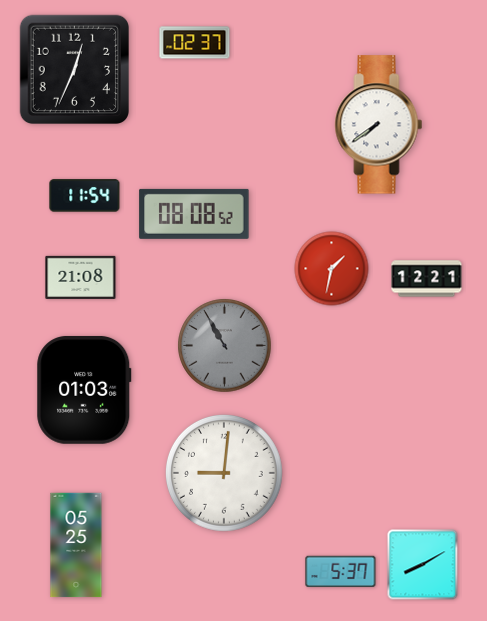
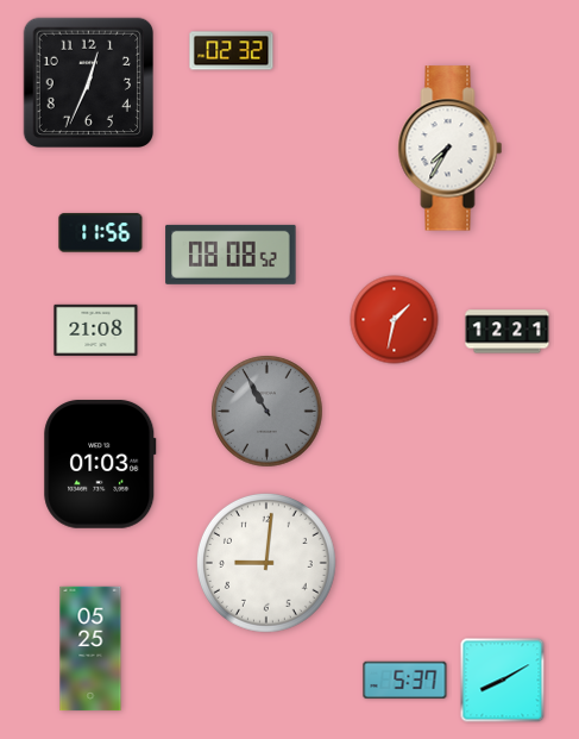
clock at (195, 43): 02:37 -> 02:32
clock at (379, 125): 7:39 -> 7:35
clock at (85, 196): 11:54 -> 11:56
clock at (423, 565) position: (423, 565) -> (503, 681)
